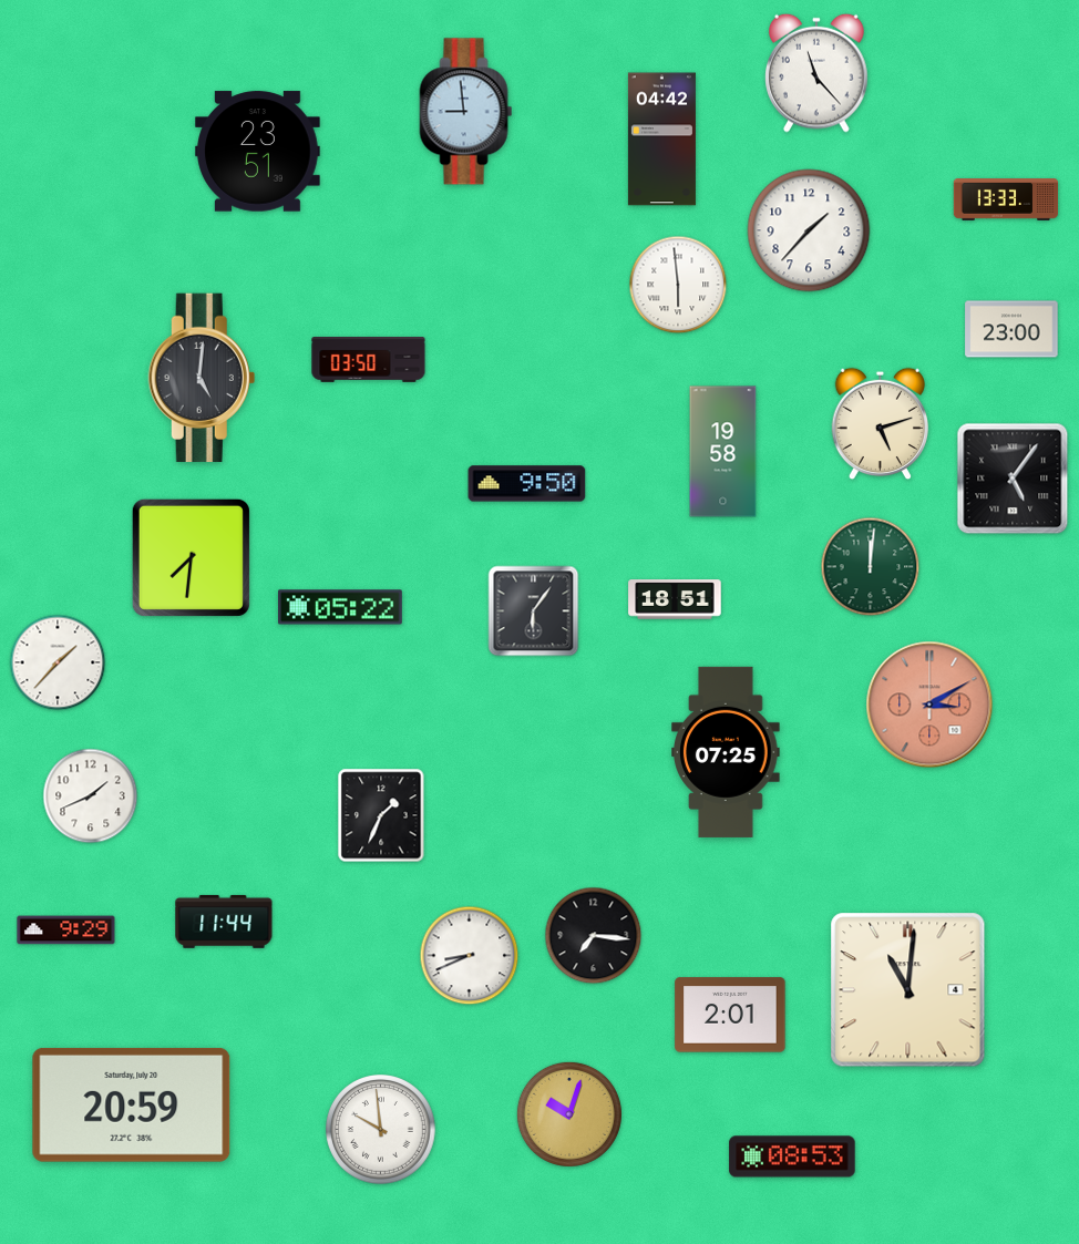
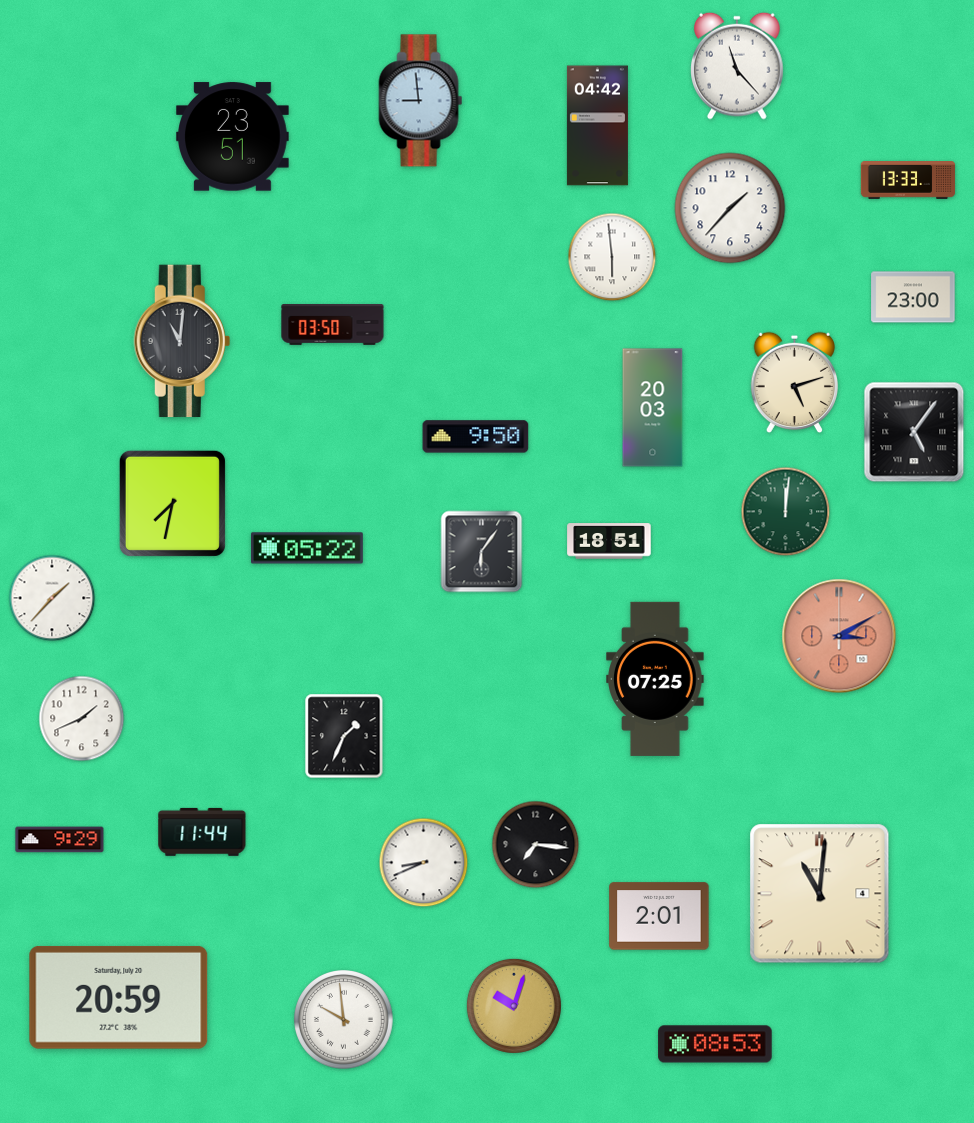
clock at (202, 378): 5:01 -> 11:01
clock at (723, 452): 19:58 -> 20:03
clock at (191, 557): 7:31 -> 7:32
